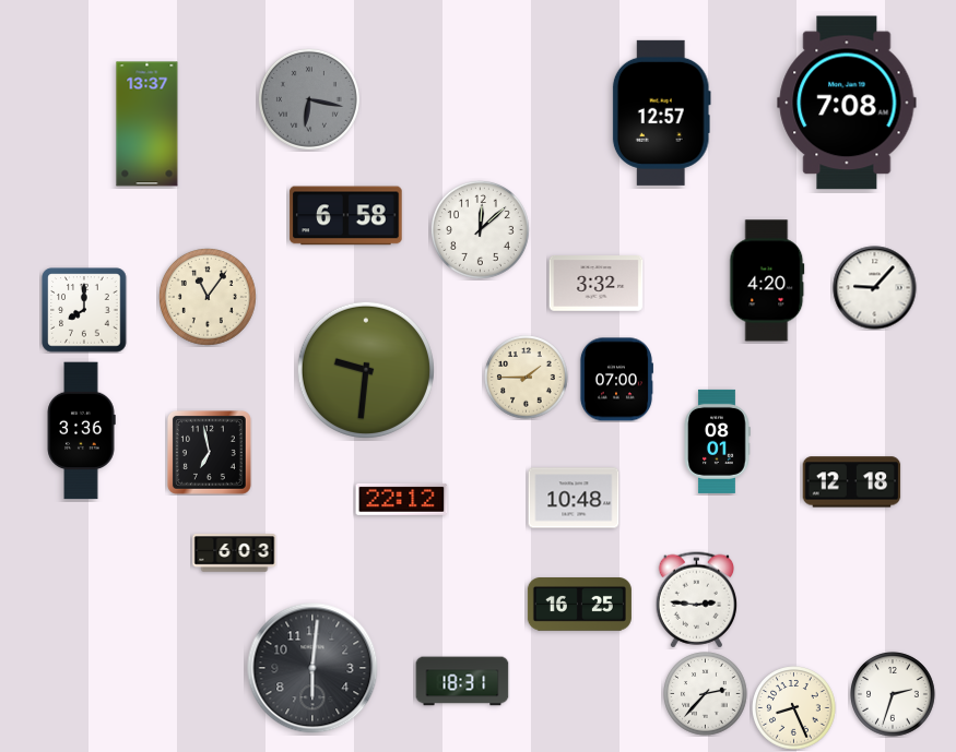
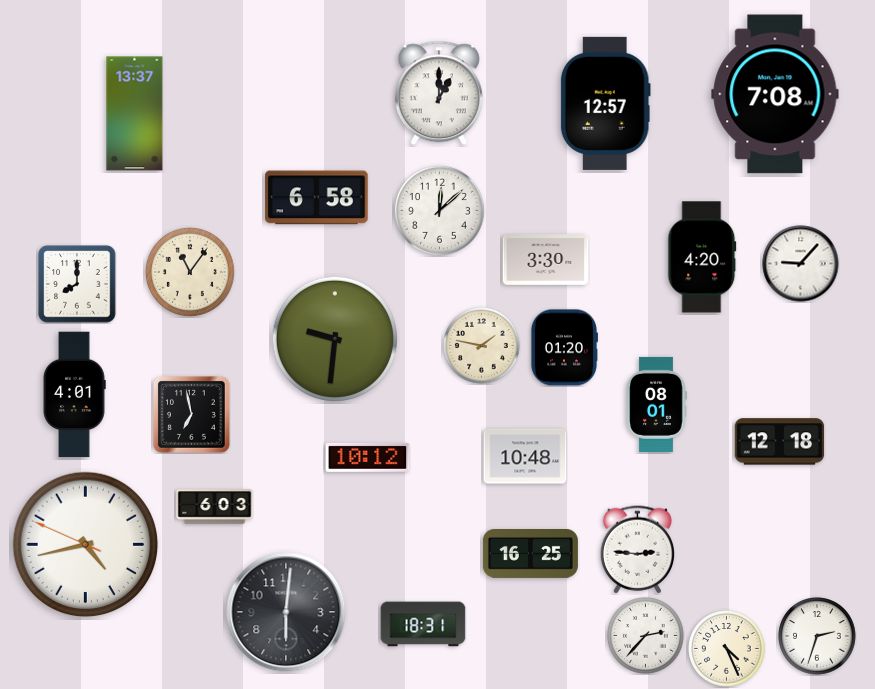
clock at (309, 99): 6:17 -> none
clock at (439, 93): none -> 1:00
clock at (597, 284): 3:32 -> 3:30
clock at (527, 378): 1:45 -> 1:47
clock at (616, 380): 07:00 -> 01:20
clock at (81, 431): 3:36 -> 4:01
clock at (402, 499): 22:12 -> 10:12
clock at (86, 545): none -> 4:42
clock at (794, 708): 8:26 -> 4:26
